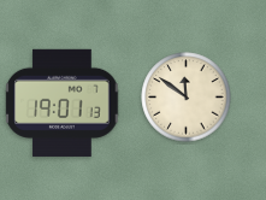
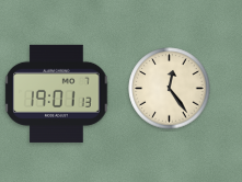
clock at (187, 98): 11:51 -> 12:24
